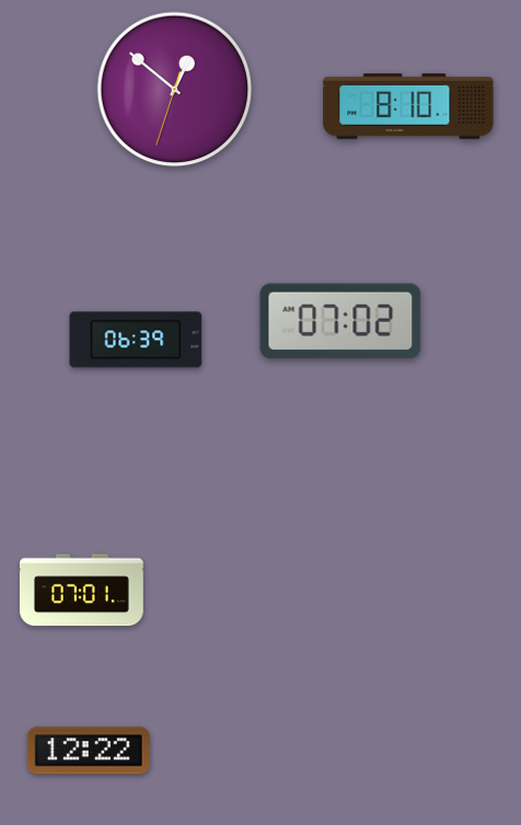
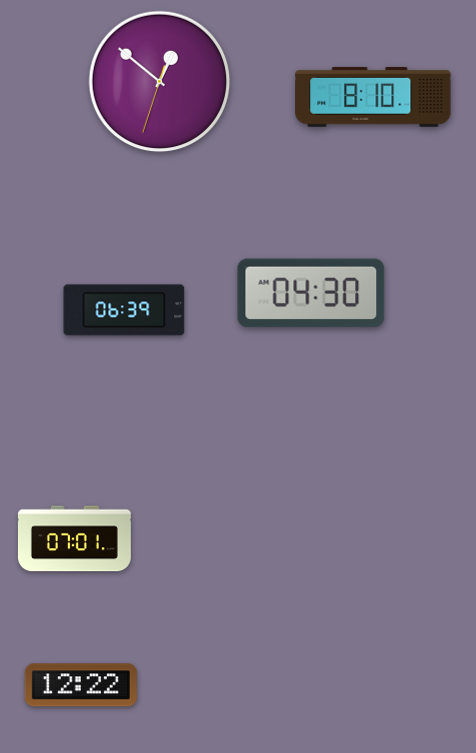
clock at (340, 321): 07:02 -> 04:30
